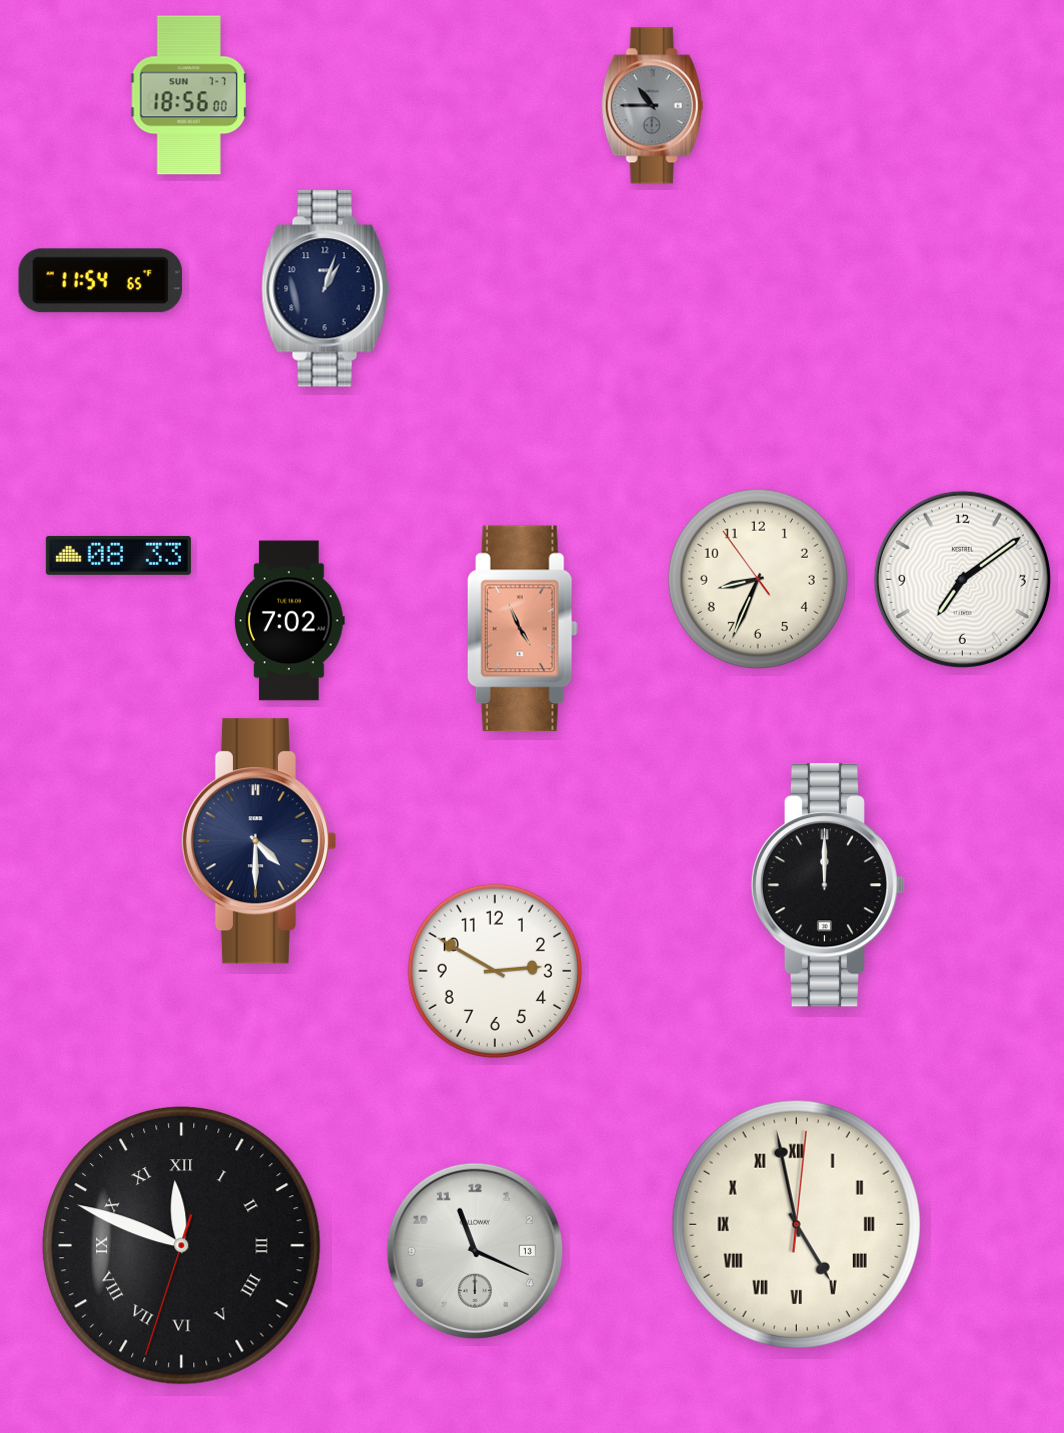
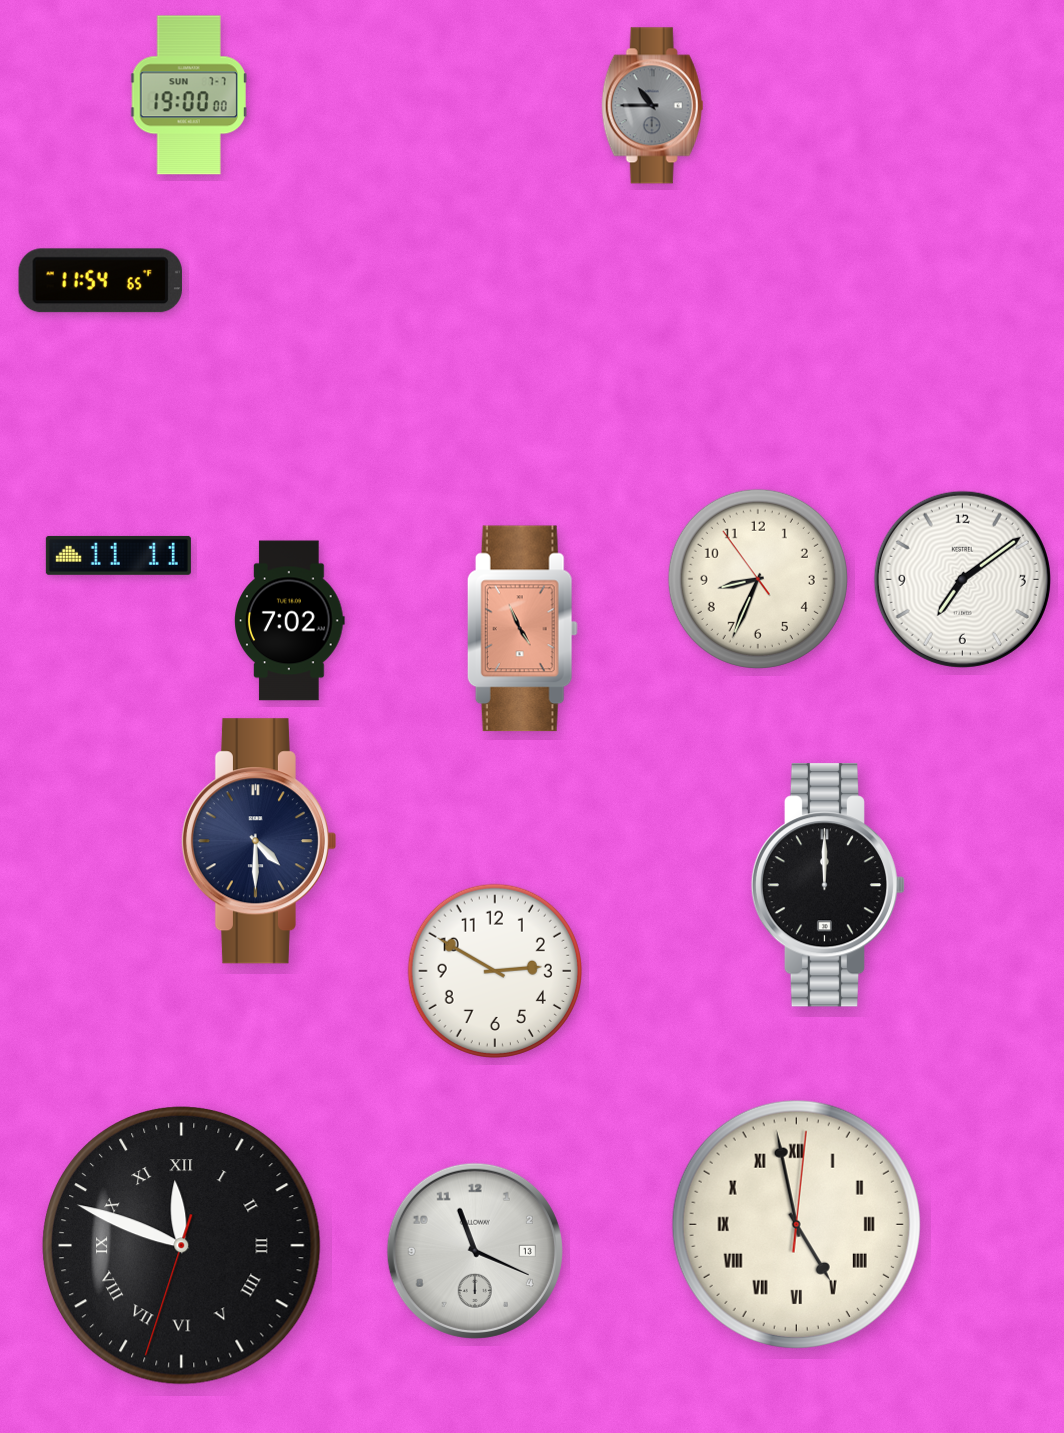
clock at (189, 95): 18:56 -> 19:00
clock at (326, 289): 1:03 -> none
clock at (118, 555): 08:33 -> 11:11
